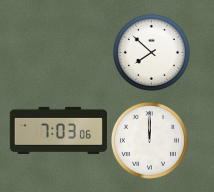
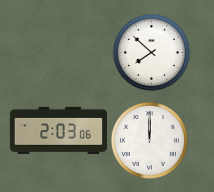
clock at (58, 130): 7:03 -> 2:03
